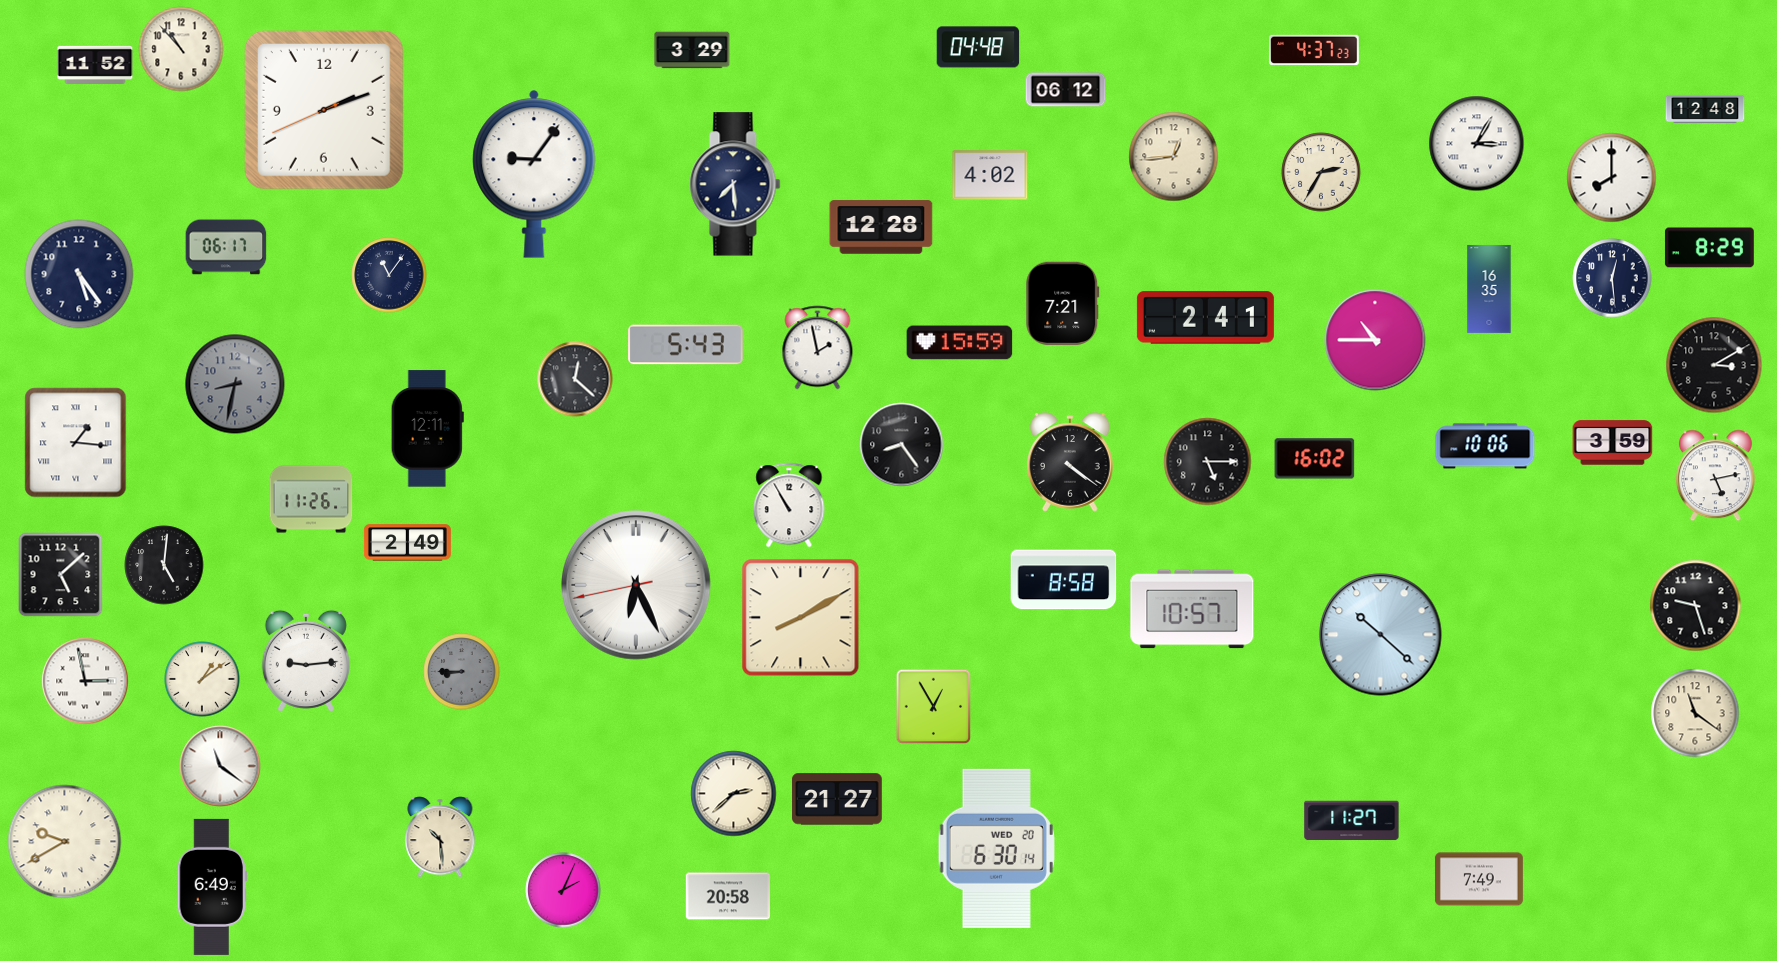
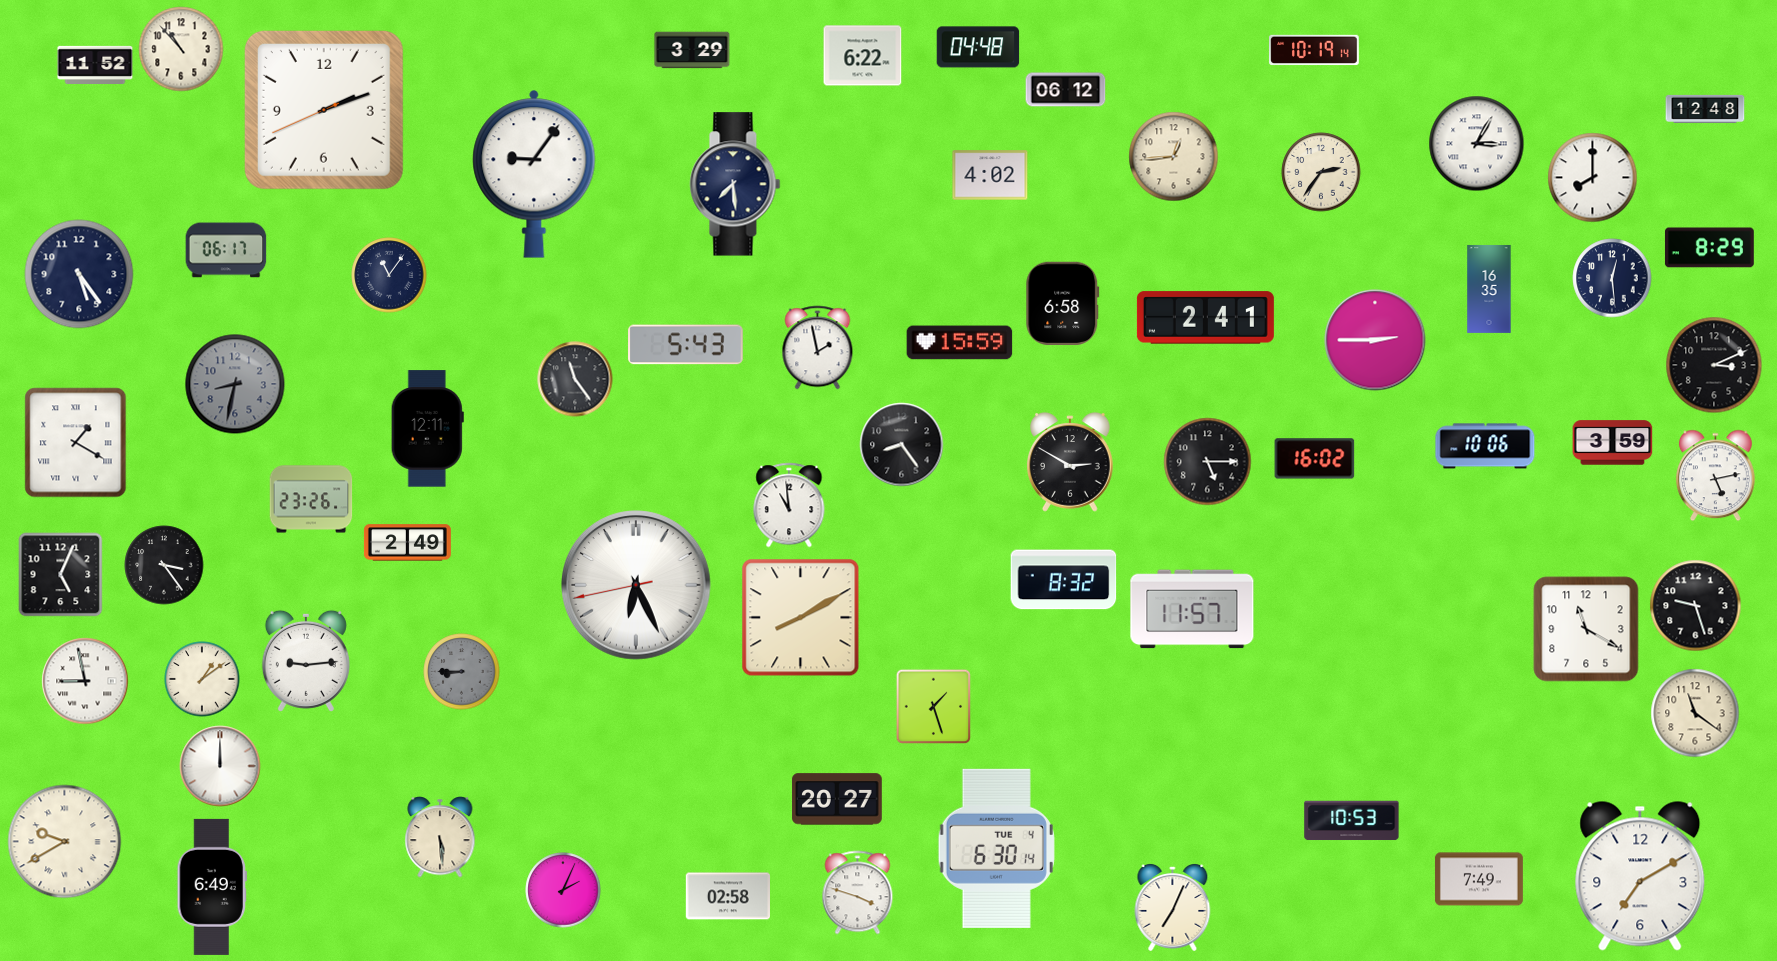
clock at (1314, 50): 4:37 -> 10:19
clock at (863, 56): none -> 6:22
clock at (1321, 172): 2:35 -> 2:36
clock at (1612, 178) position: (1612, 178) -> (1593, 178)
clock at (881, 227): 12:28 -> none
clock at (226, 247) position: (226, 247) -> (226, 250)
clock at (1063, 303): 7:21 -> 6:58
clock at (1375, 340): 10:45 -> 2:45
clock at (1714, 365): 3:10 -> 3:11
clock at (575, 379): 12:22 -> 11:24
clock at (76, 443): 1:16 -> 1:20
clock at (1071, 462): 4:21 -> 2:50
clock at (311, 499): 11:26 -> 23:26
clock at (789, 505): 10:55 -> 10:59
clock at (164, 565): 5:01 -> 3:24
clock at (61, 575): 5:08 -> 5:04
clock at (1064, 580): 8:58 -> 8:32
clock at (1192, 609): 10:57 -> 11:57
clock at (1586, 629): none -> 11:20
clock at (1381, 635): 10:22 -> none
clock at (85, 681): 2:58 -> 8:58
clock at (934, 707): 12:55 -> 1:27
clock at (220, 766): 11:21 -> 12:00
clock at (734, 794): 2:38 -> none
clock at (837, 799): 21:27 -> 20:27
clock at (1352, 821): 11:27 -> 10:53
clock at (440, 837): 10:29 -> 5:29
clock at (996, 848) date: WED 20 -> TUE 4
clock at (1640, 876): none -> 7:10
clock at (858, 893): none -> 3:48
clock at (727, 896): 20:58 -> 02:58
clock at (1173, 908): none -> 7:04
